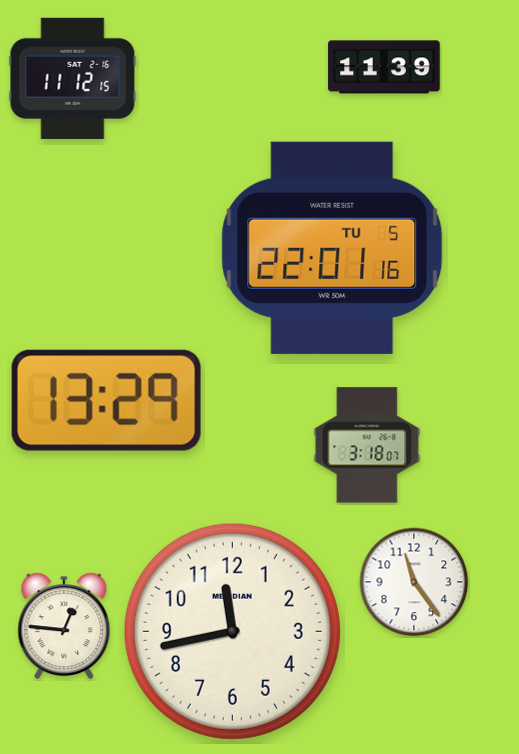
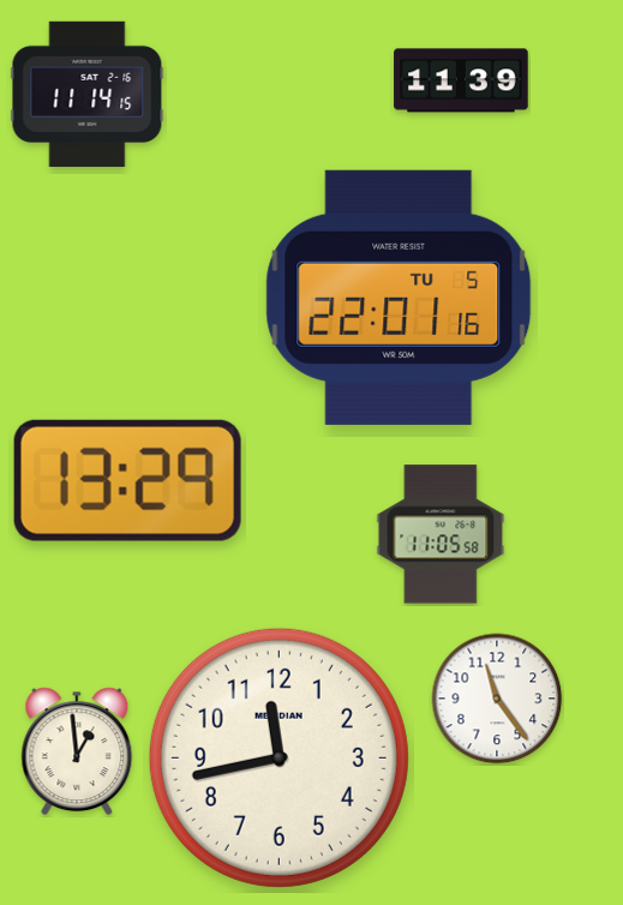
clock at (73, 78): 11:12 -> 11:14
clock at (367, 445): 3:18 -> 11:05
clock at (64, 626): 12:46 -> 12:59
